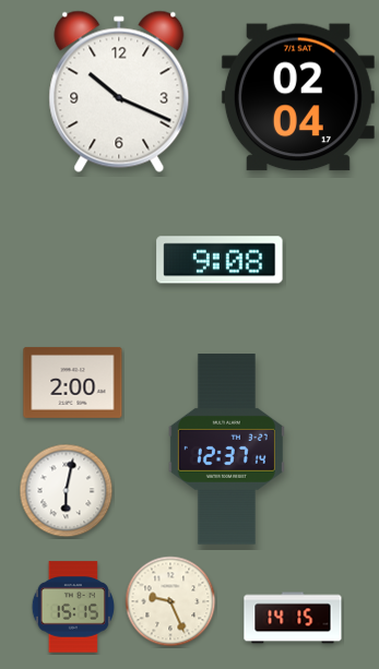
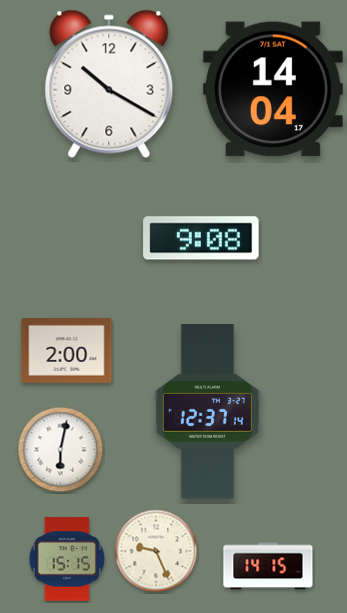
clock at (119, 92): 10:19 -> 10:20
clock at (298, 97): 02:04 -> 14:04
clock at (73, 607) position: (73, 607) -> (67, 559)
